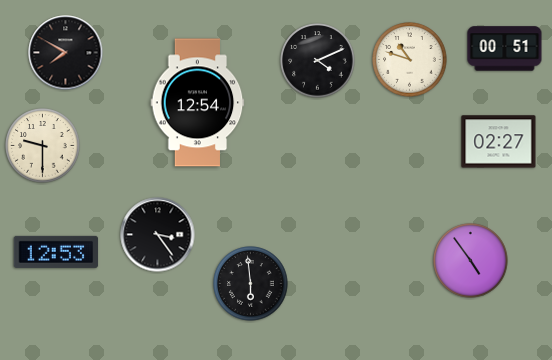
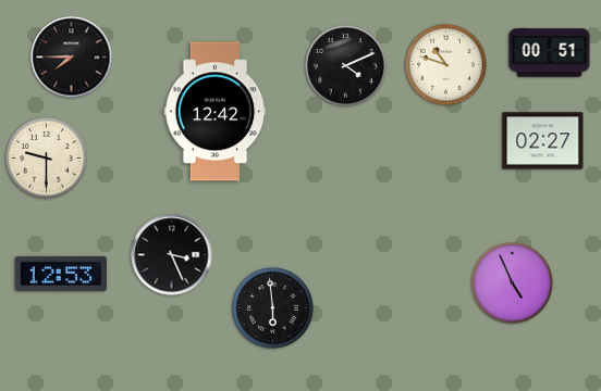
clock at (66, 53): 7:50 -> 7:45
clock at (198, 103): 12:54 -> 12:42
clock at (499, 142) position: (499, 142) -> (543, 141)
clock at (158, 235): 3:24 -> 3:26
clock at (471, 261): 4:54 -> 4:56
